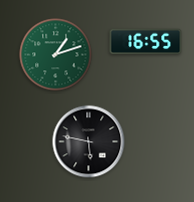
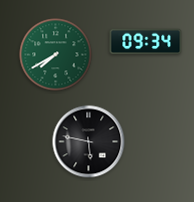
clock at (146, 42): 16:55 -> 09:34
clock at (56, 55): 1:12 -> 7:40
